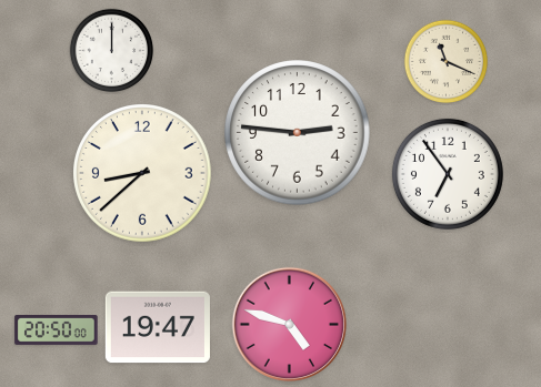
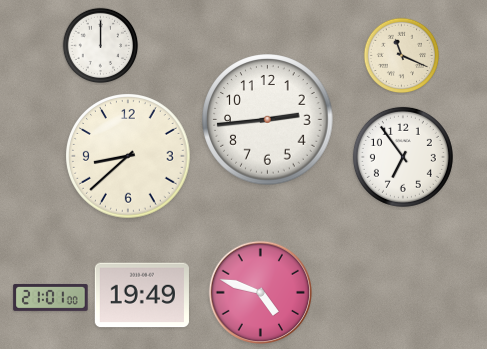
clock at (298, 133): 2:46 -> 2:44
clock at (158, 327): 19:47 -> 19:49
clock at (57, 329): 20:50 -> 21:01
